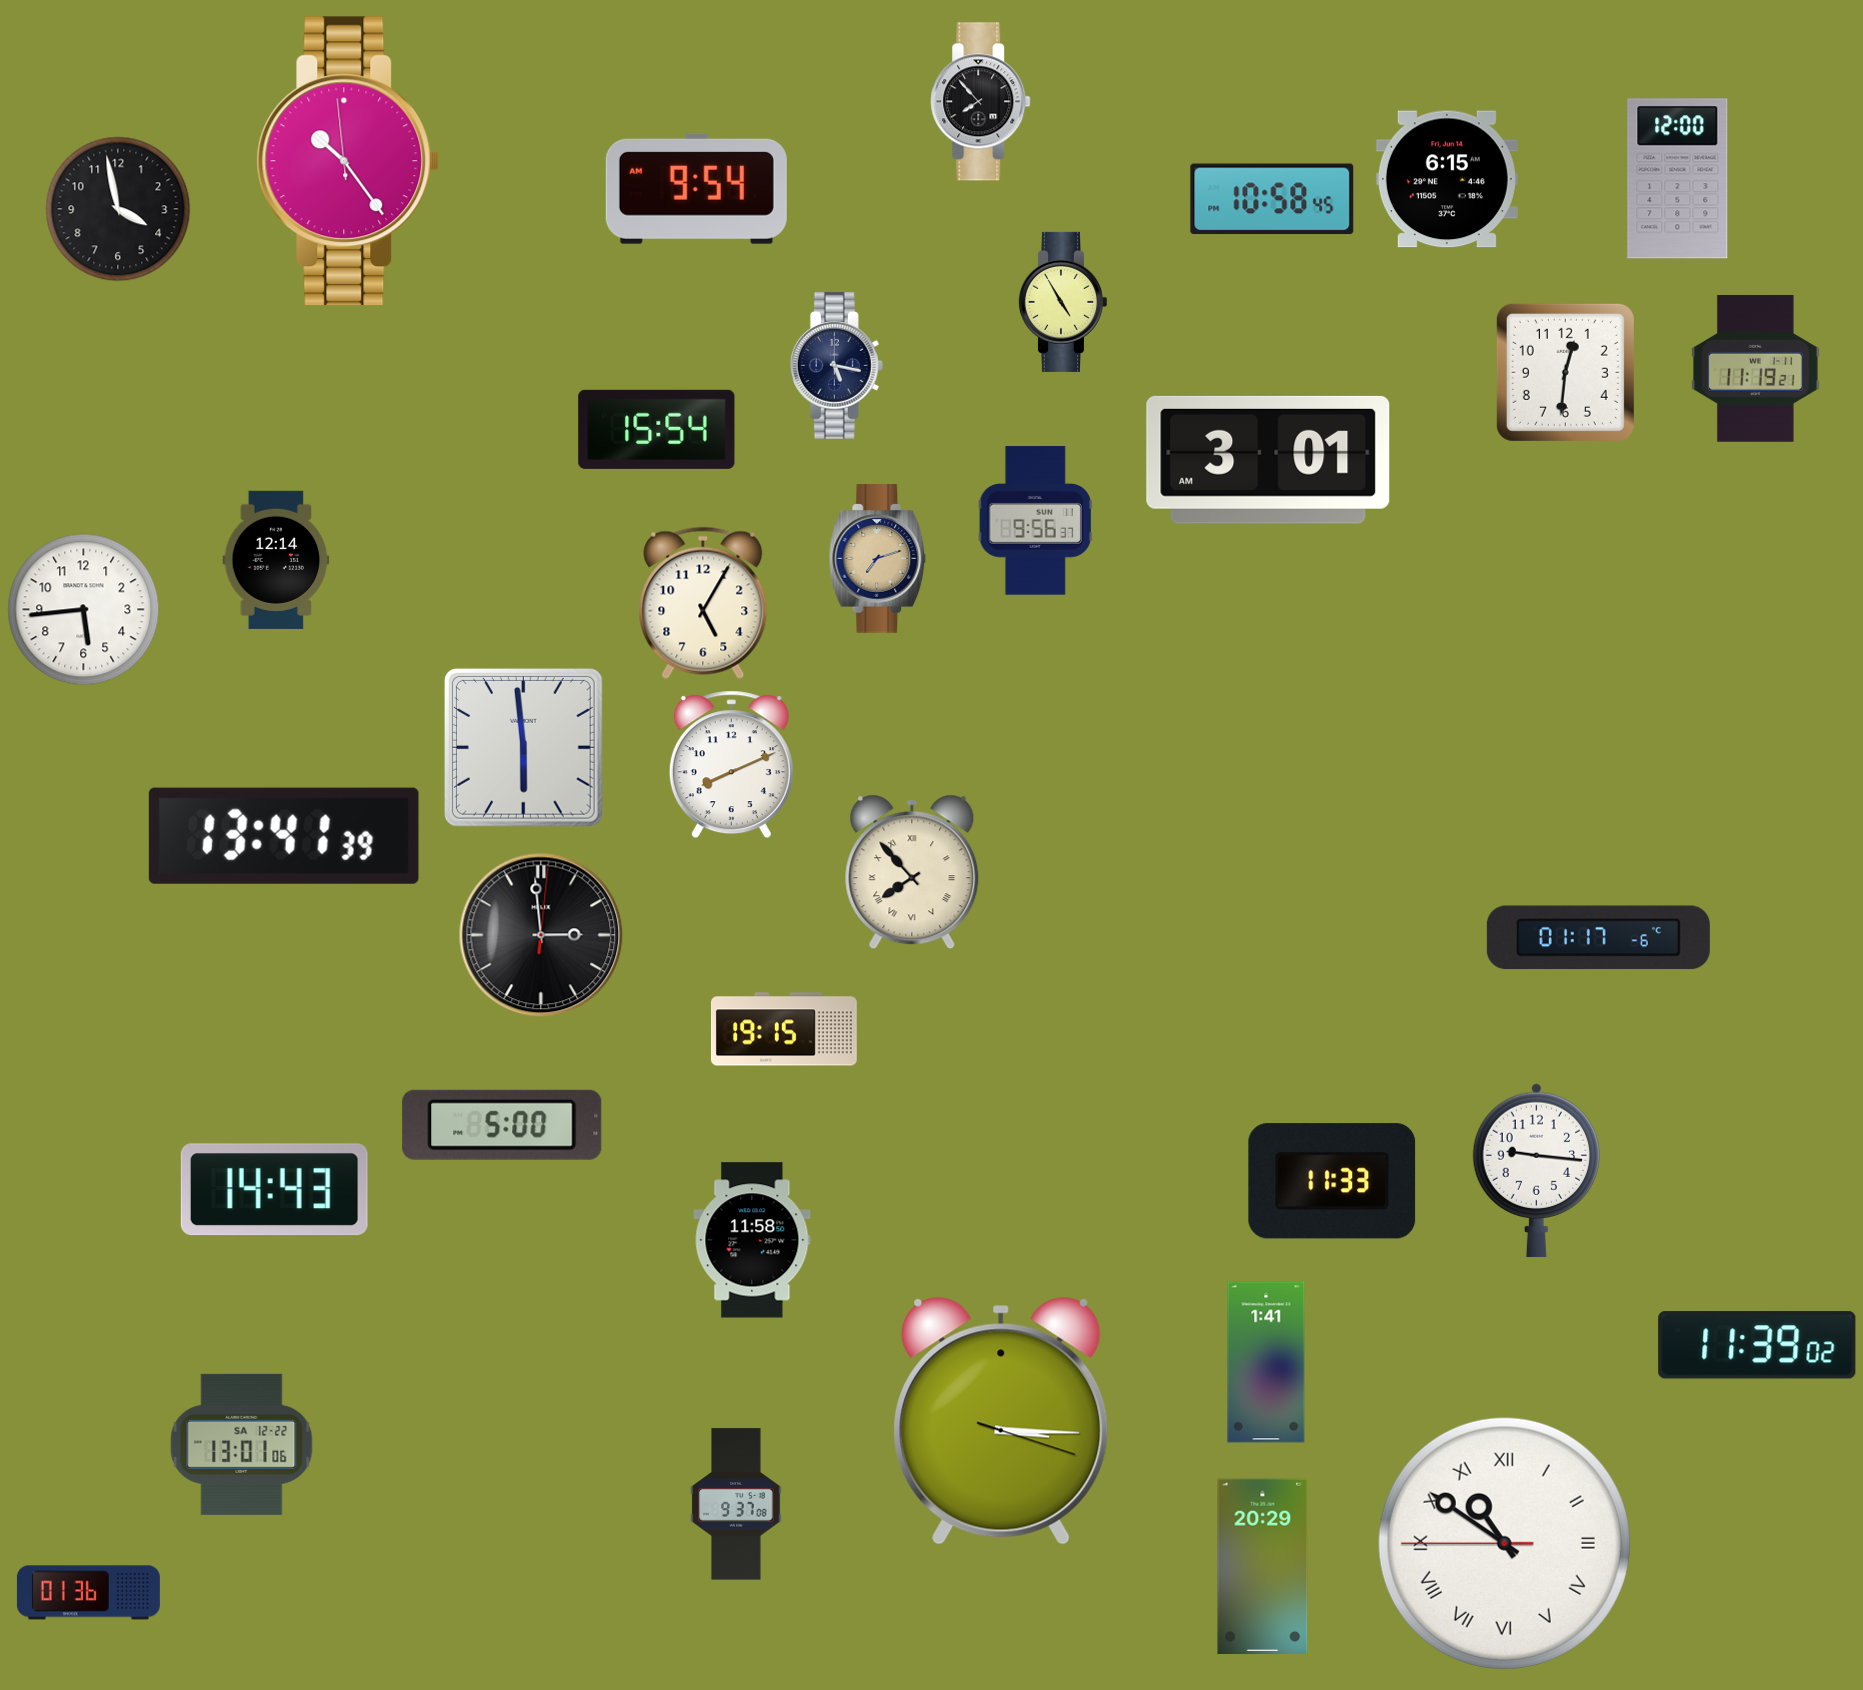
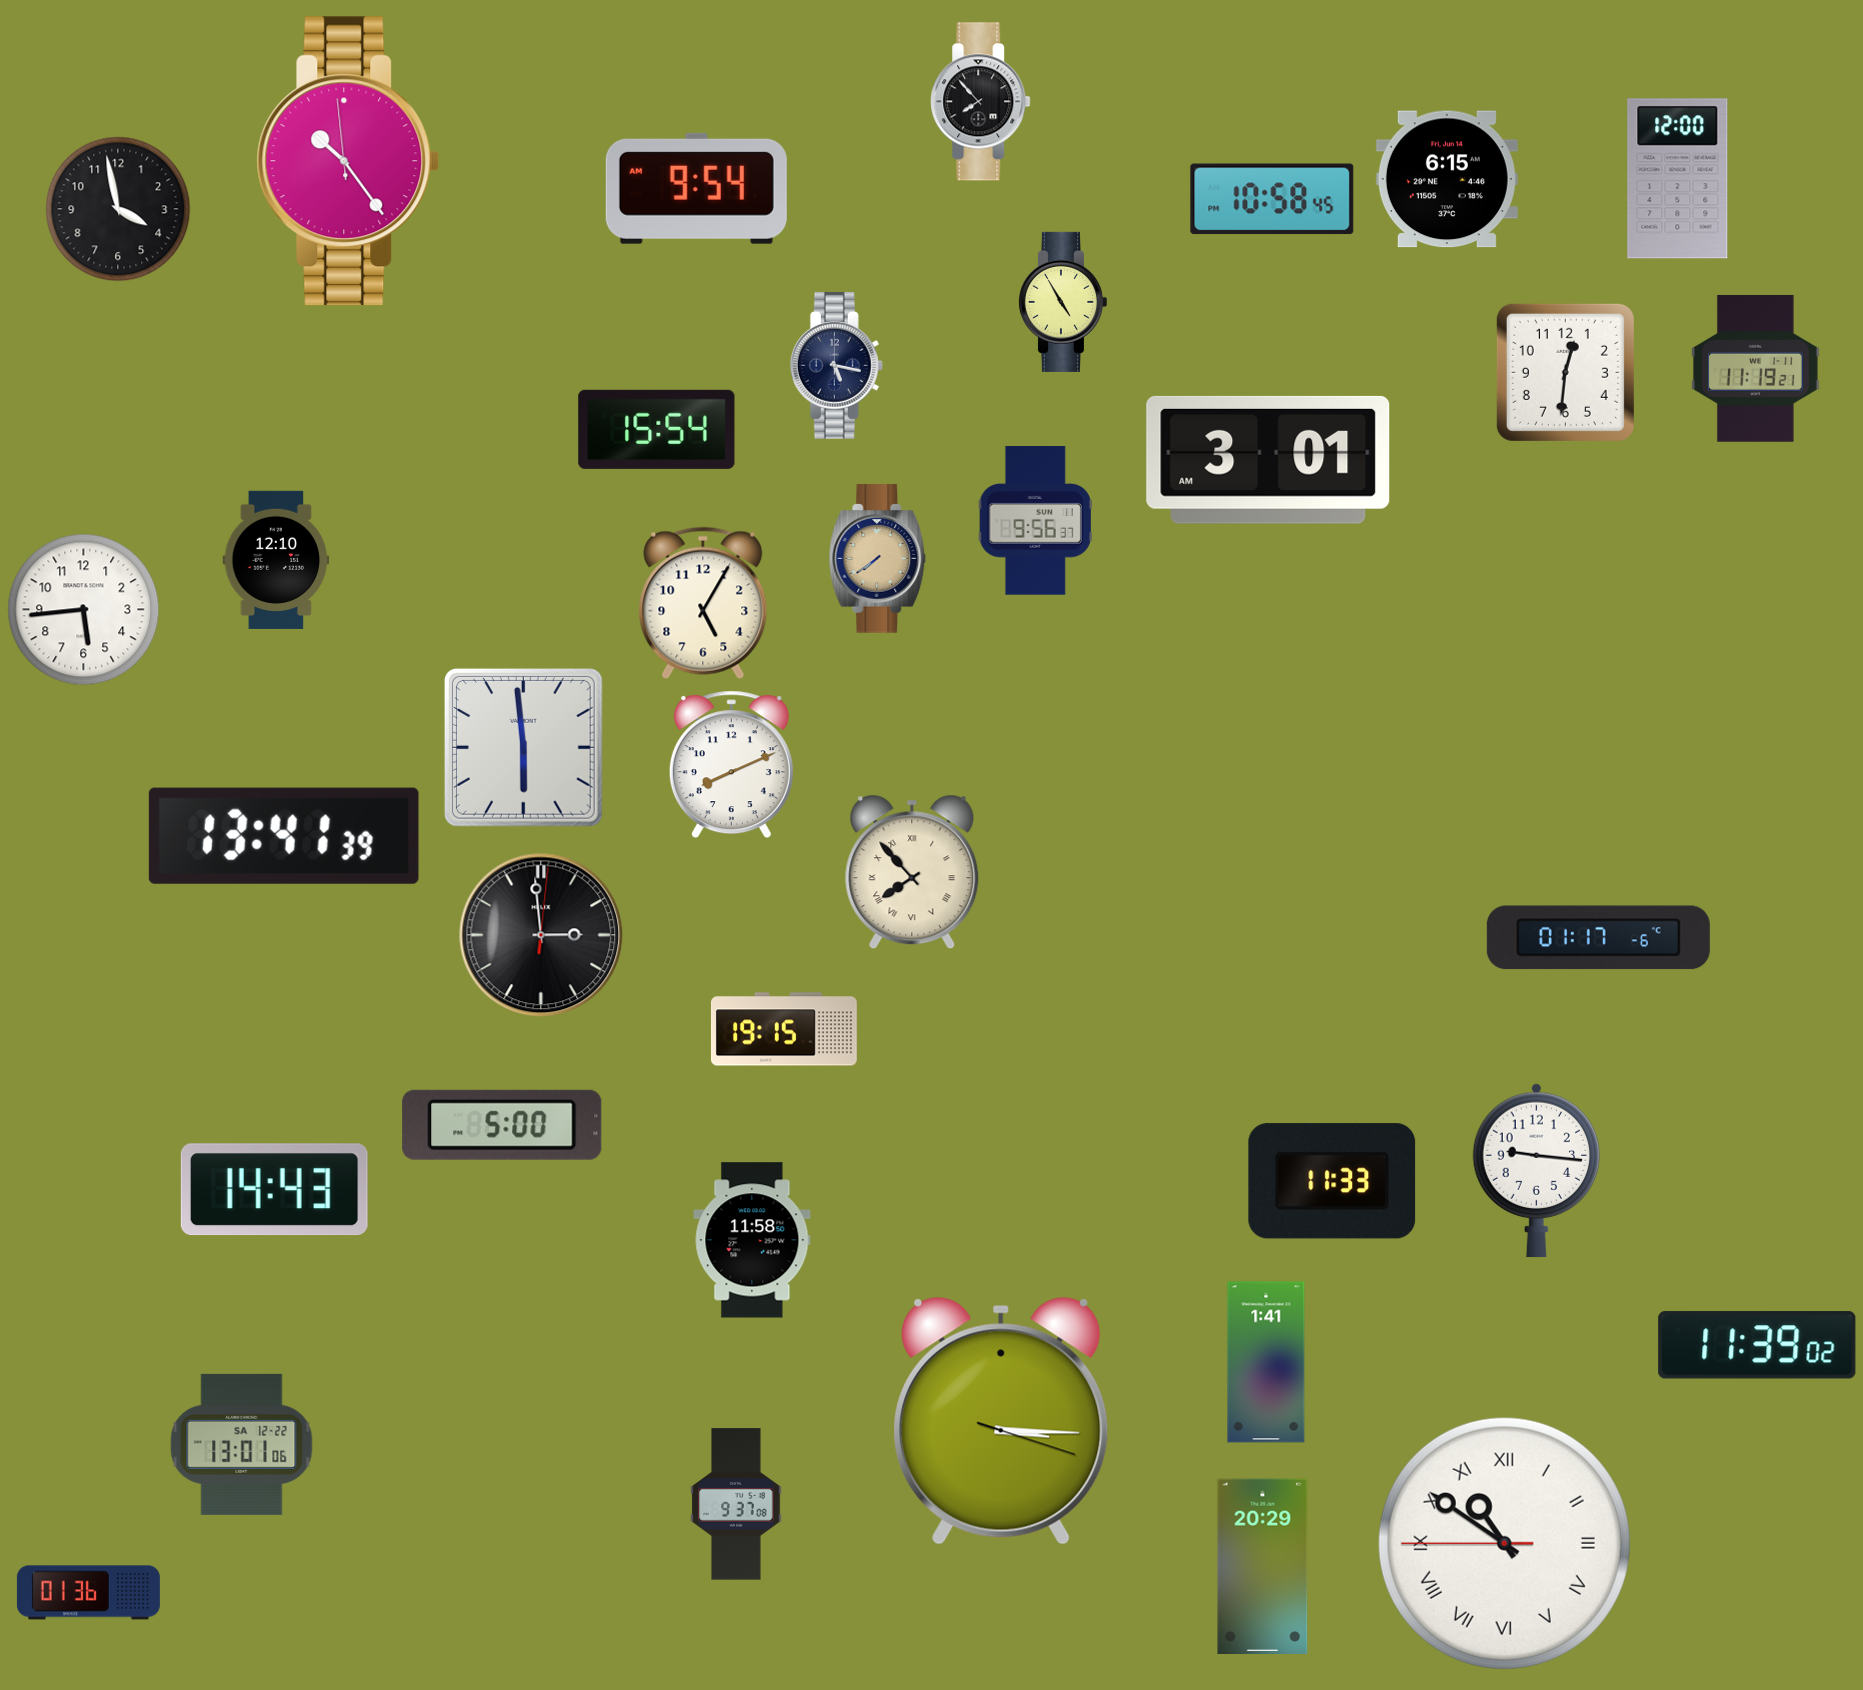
clock at (878, 559): 7:12 -> 7:39
clock at (276, 560): 12:14 -> 12:10
